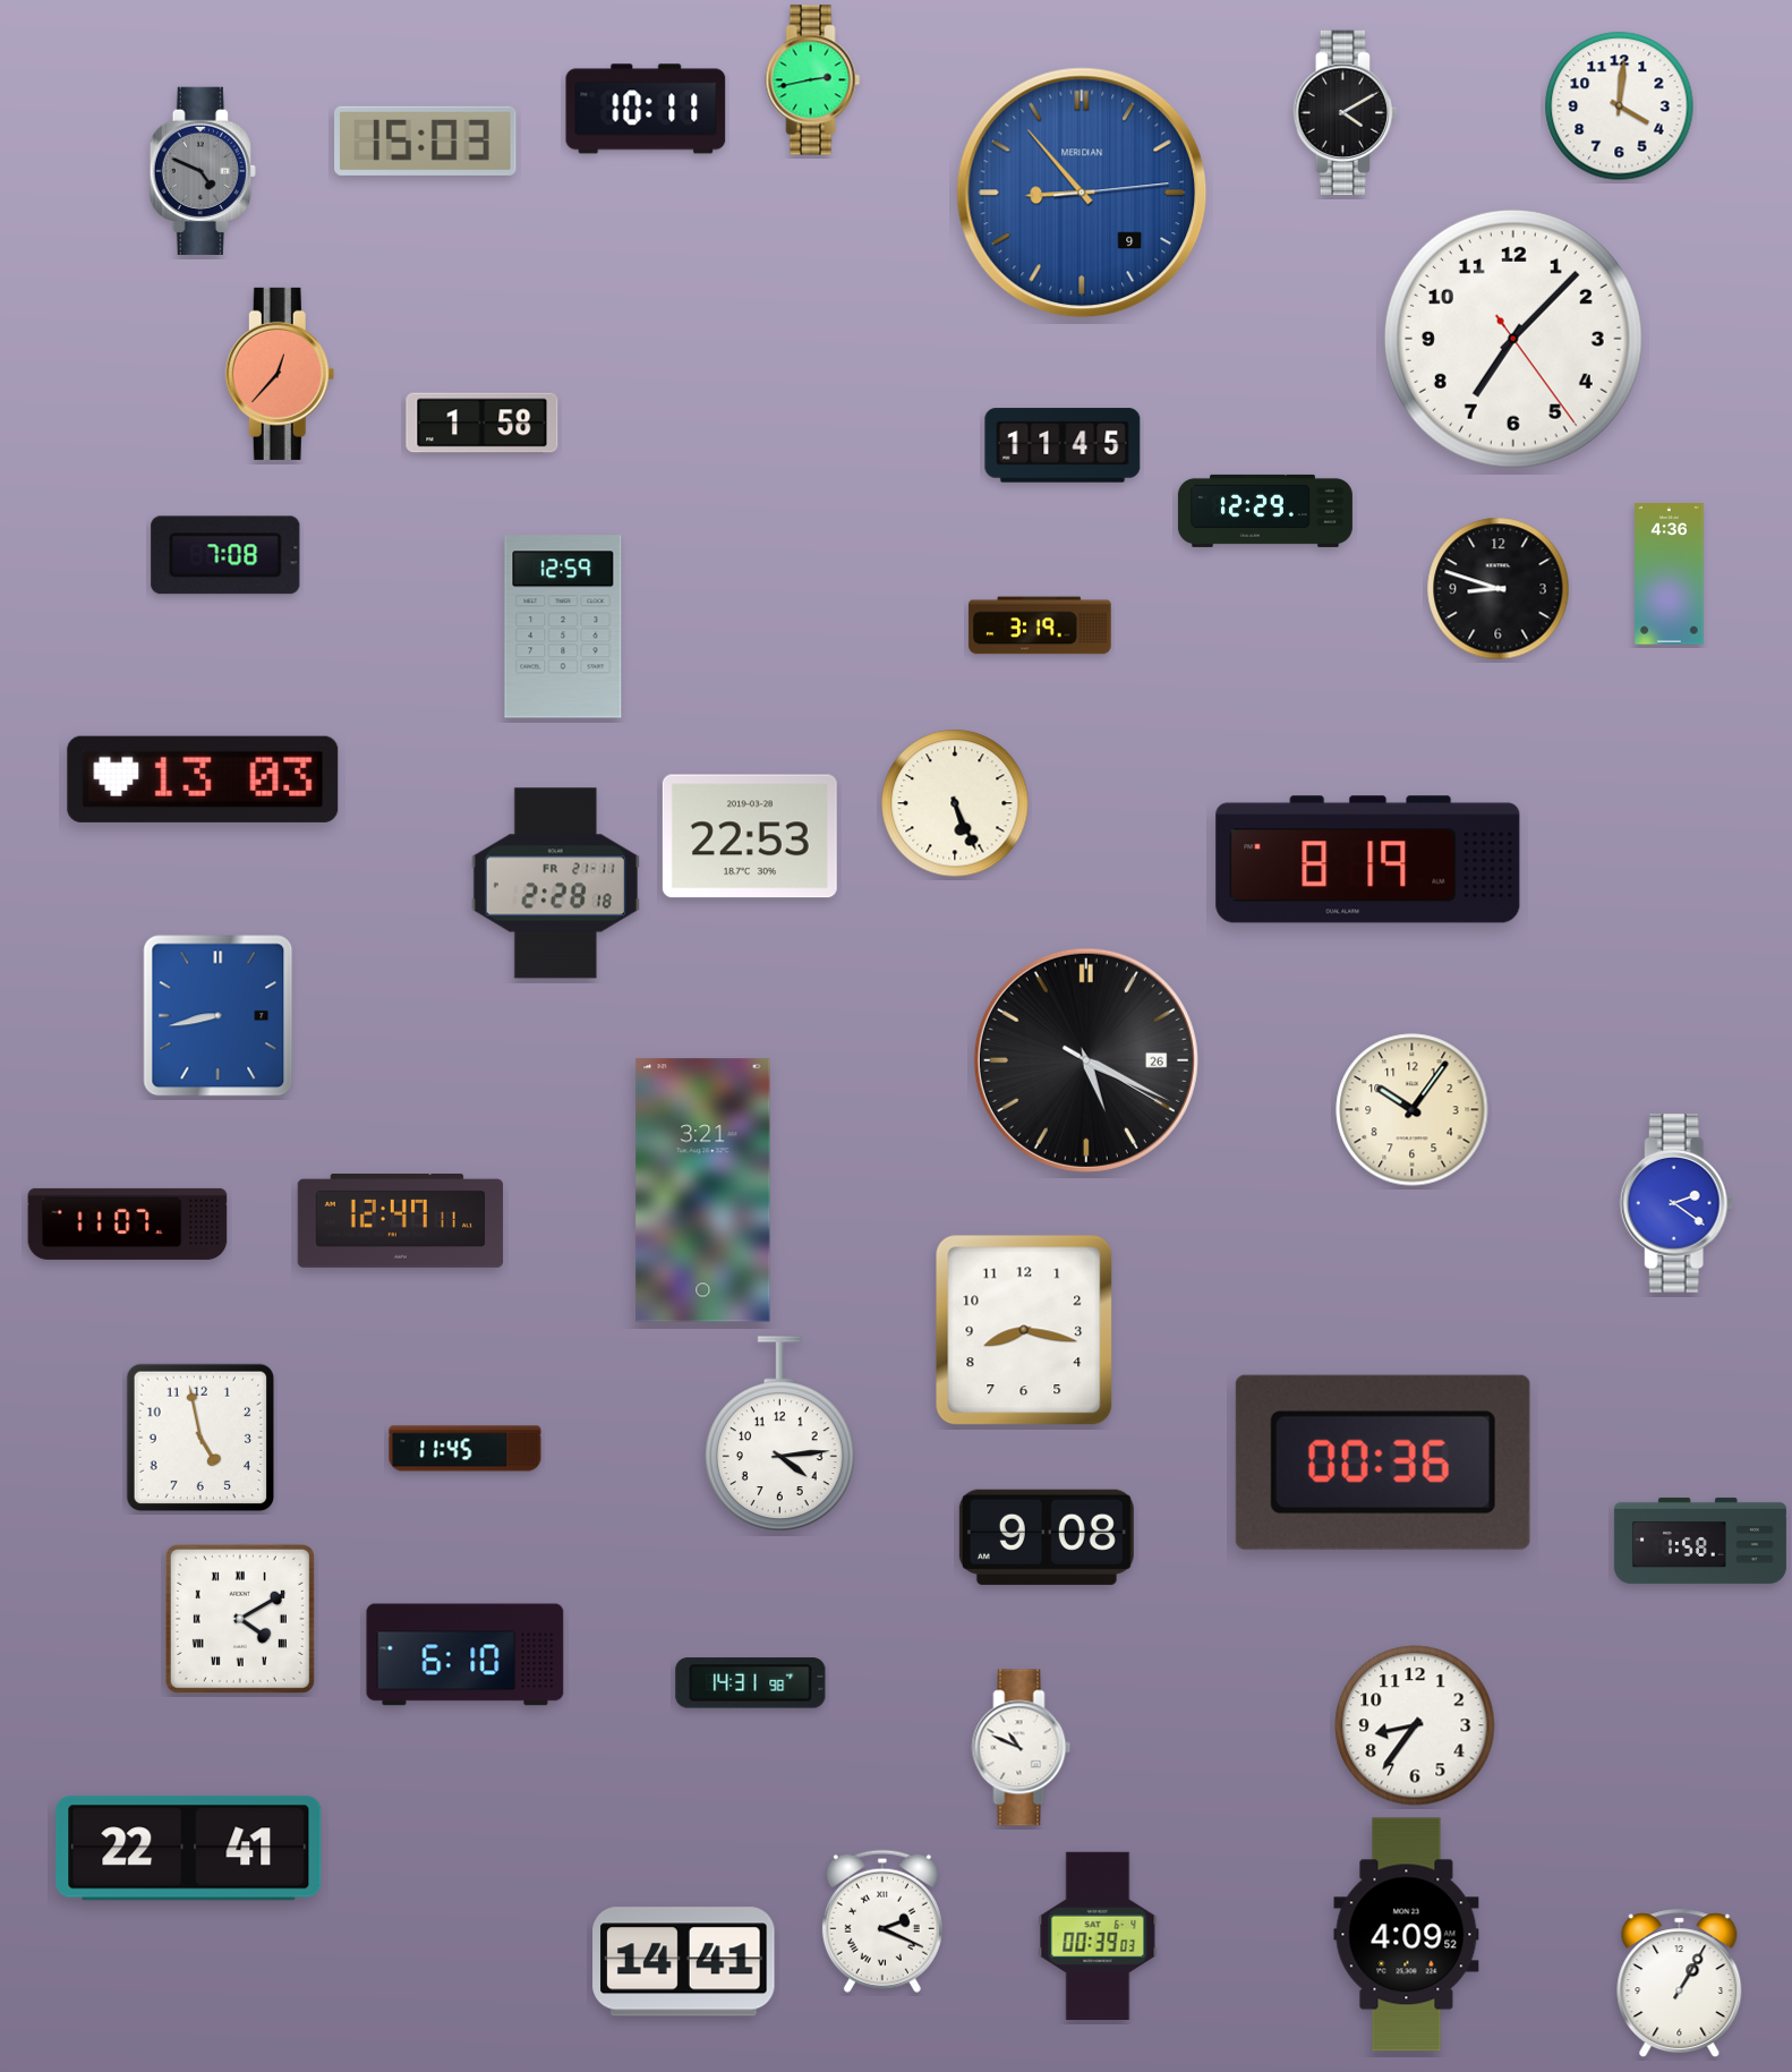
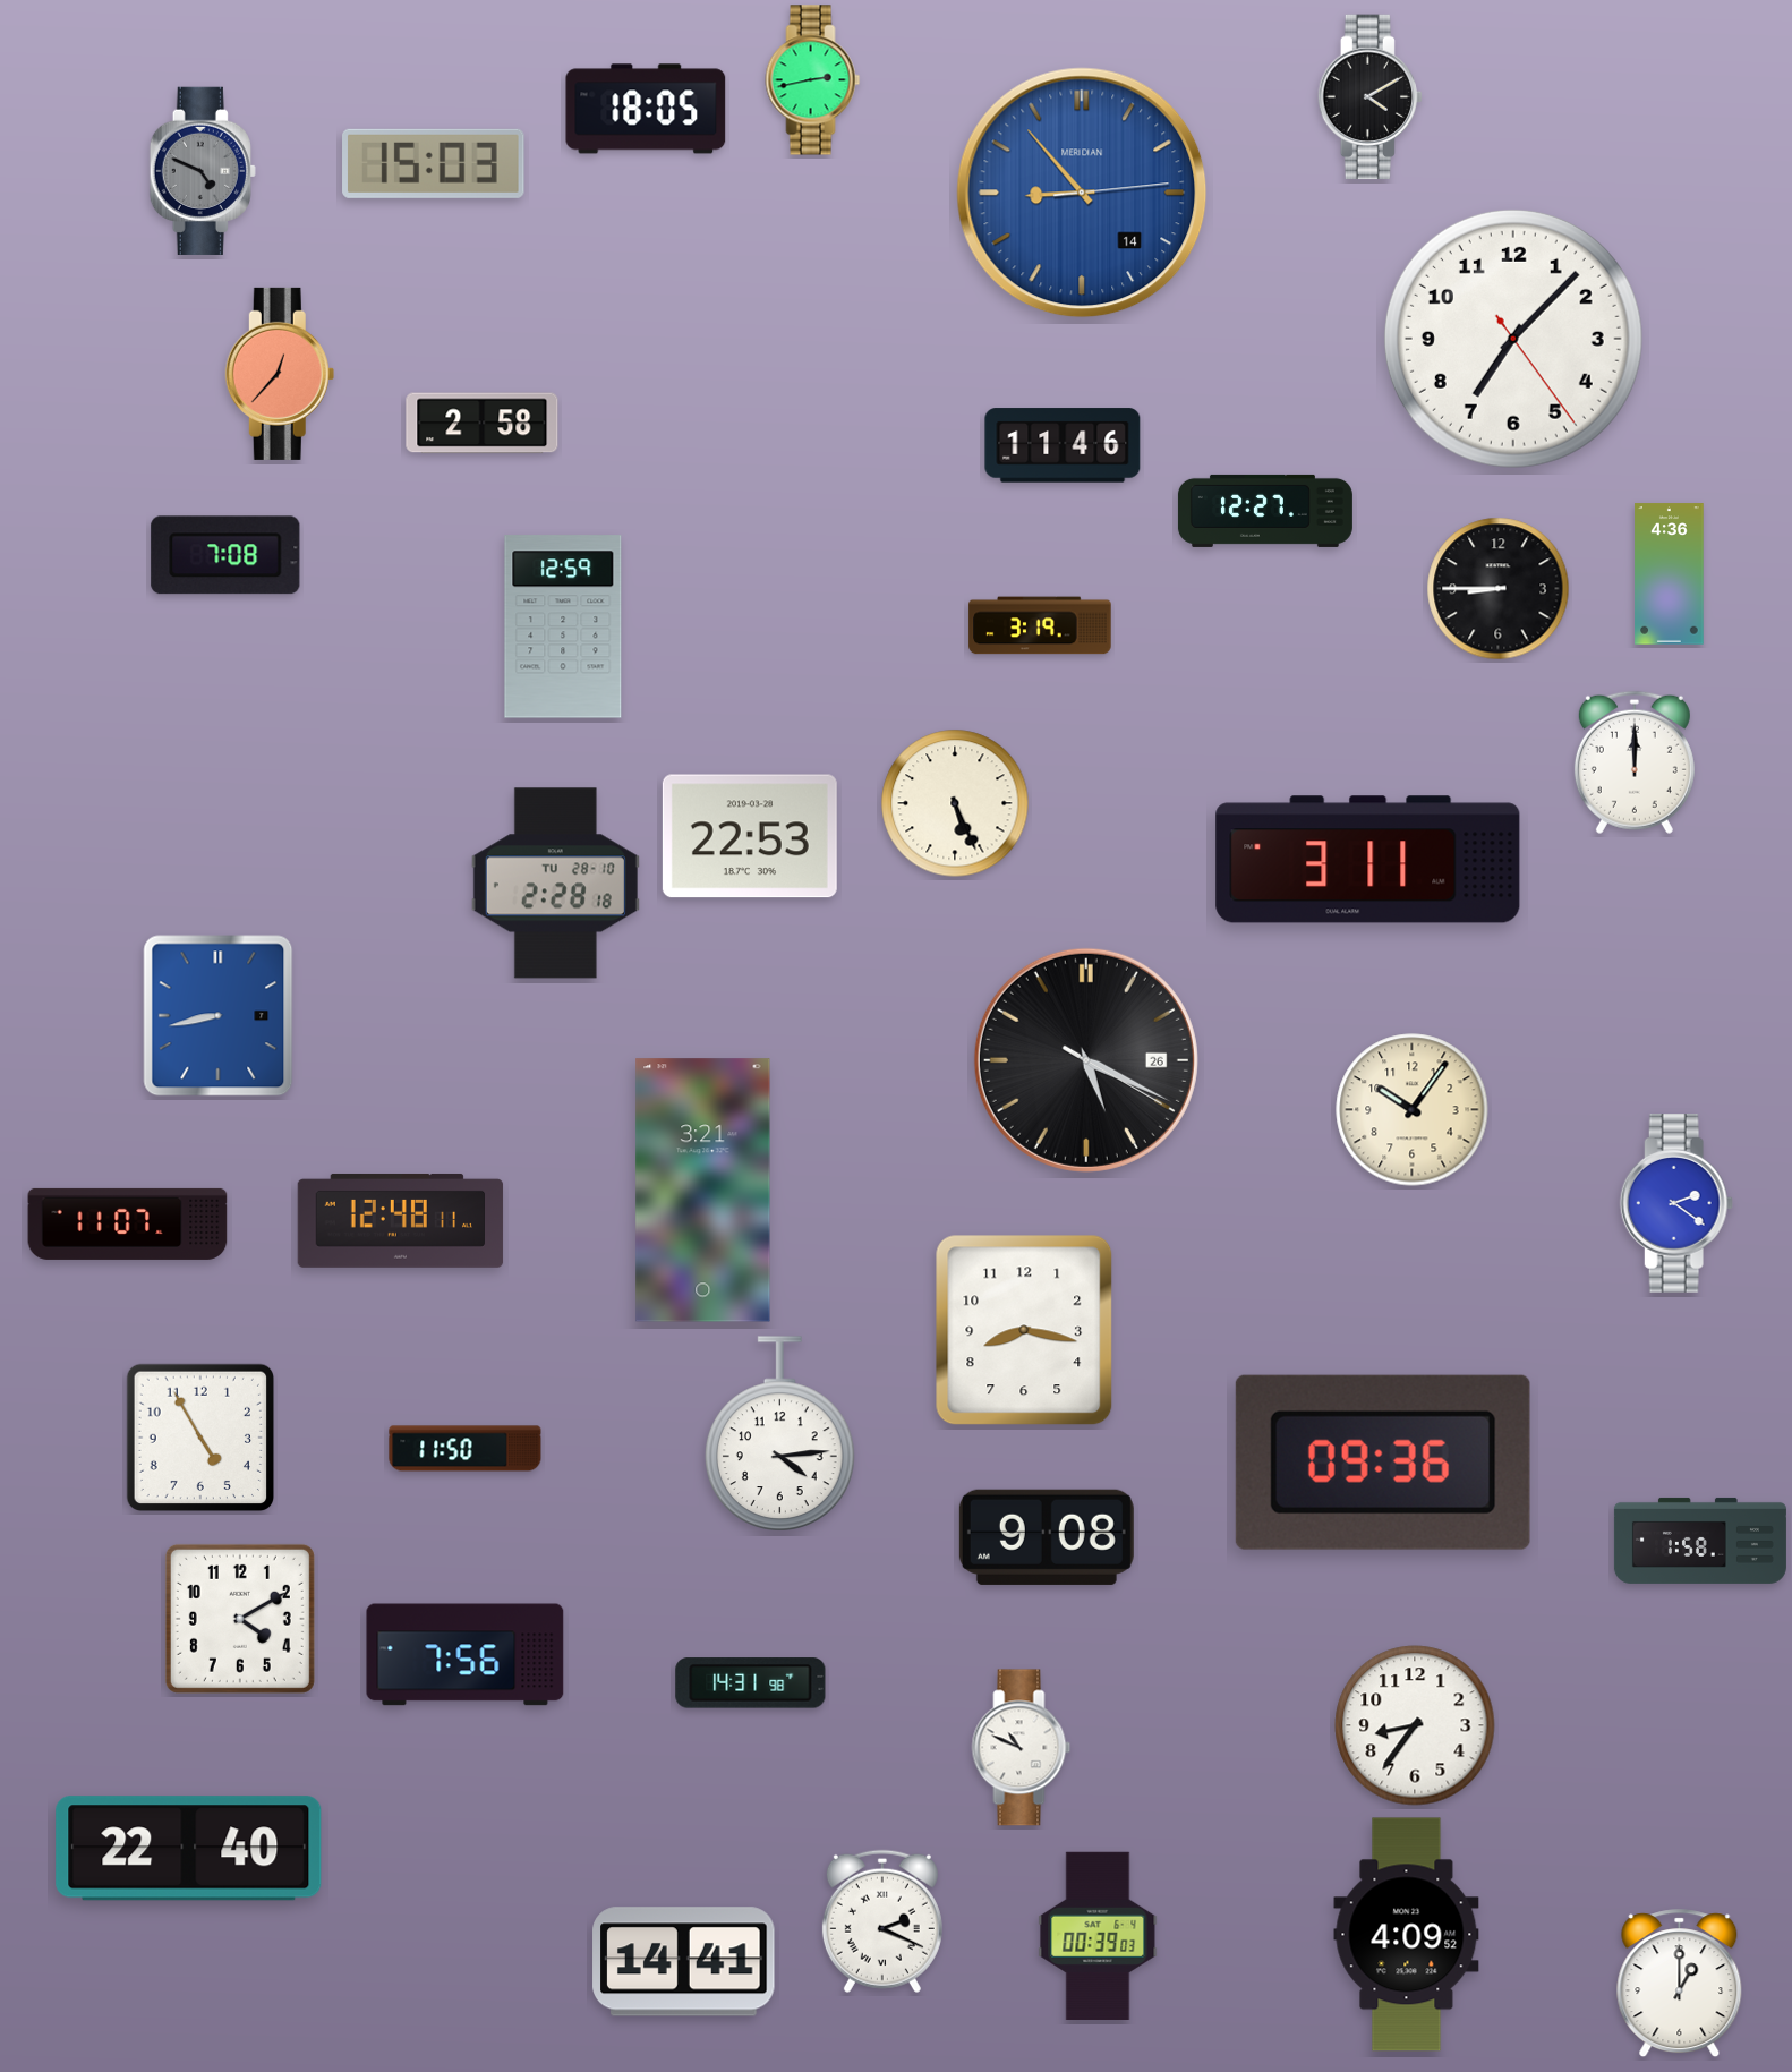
clock at (1620, 106): 4:01 -> none
clock at (646, 109): 10:11 -> 18:05
clock at (1345, 113) position: (1345, 113) -> (1369, 97)
clock at (426, 140) position: (426, 140) -> (434, 163)
clock at (1082, 193) date: 9 -> 14
clock at (483, 424): 1:58 -> 2:58
clock at (1063, 445): 11:45 -> 11:46
clock at (1265, 511): 12:29 -> 12:27
clock at (1499, 589): 8:48 -> 8:45
clock at (1635, 762): none -> 12:00
clock at (203, 779): 13:03 -> none
clock at (1368, 860): 8:19 -> 3:11
clock at (555, 884) date: FR 21-11 -> TU 28-10
clock at (401, 1220): 12:47 -> 12:48
clock at (200, 1438): 4:58 -> 4:55
clock at (466, 1449): 11:45 -> 11:50
clock at (1383, 1463): 00:36 -> 09:36
clock at (240, 1619) numerals: Roman -> Arabic
clock at (466, 1655): 6:10 -> 7:56
clock at (189, 1849): 22:41 -> 22:40
clock at (1680, 1984): 1:05 -> 1:00
